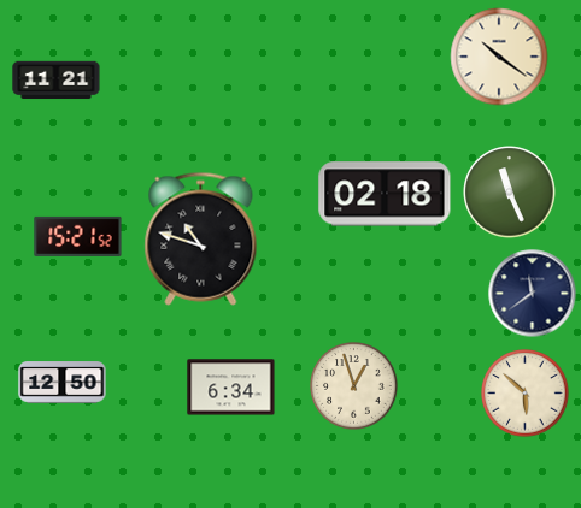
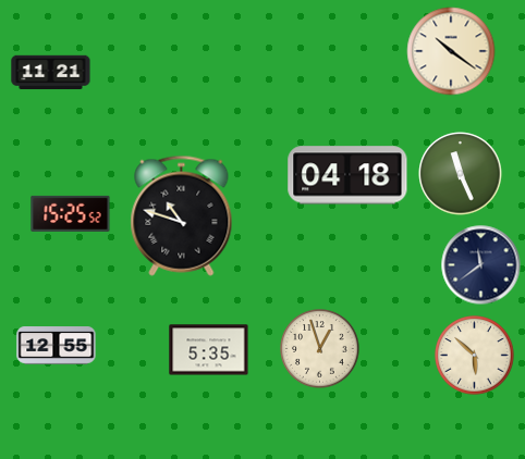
clock at (385, 194): 02:18 -> 04:18
clock at (78, 236): 15:21 -> 15:25
clock at (63, 383): 12:50 -> 12:55
clock at (231, 388): 6:34 -> 5:35
